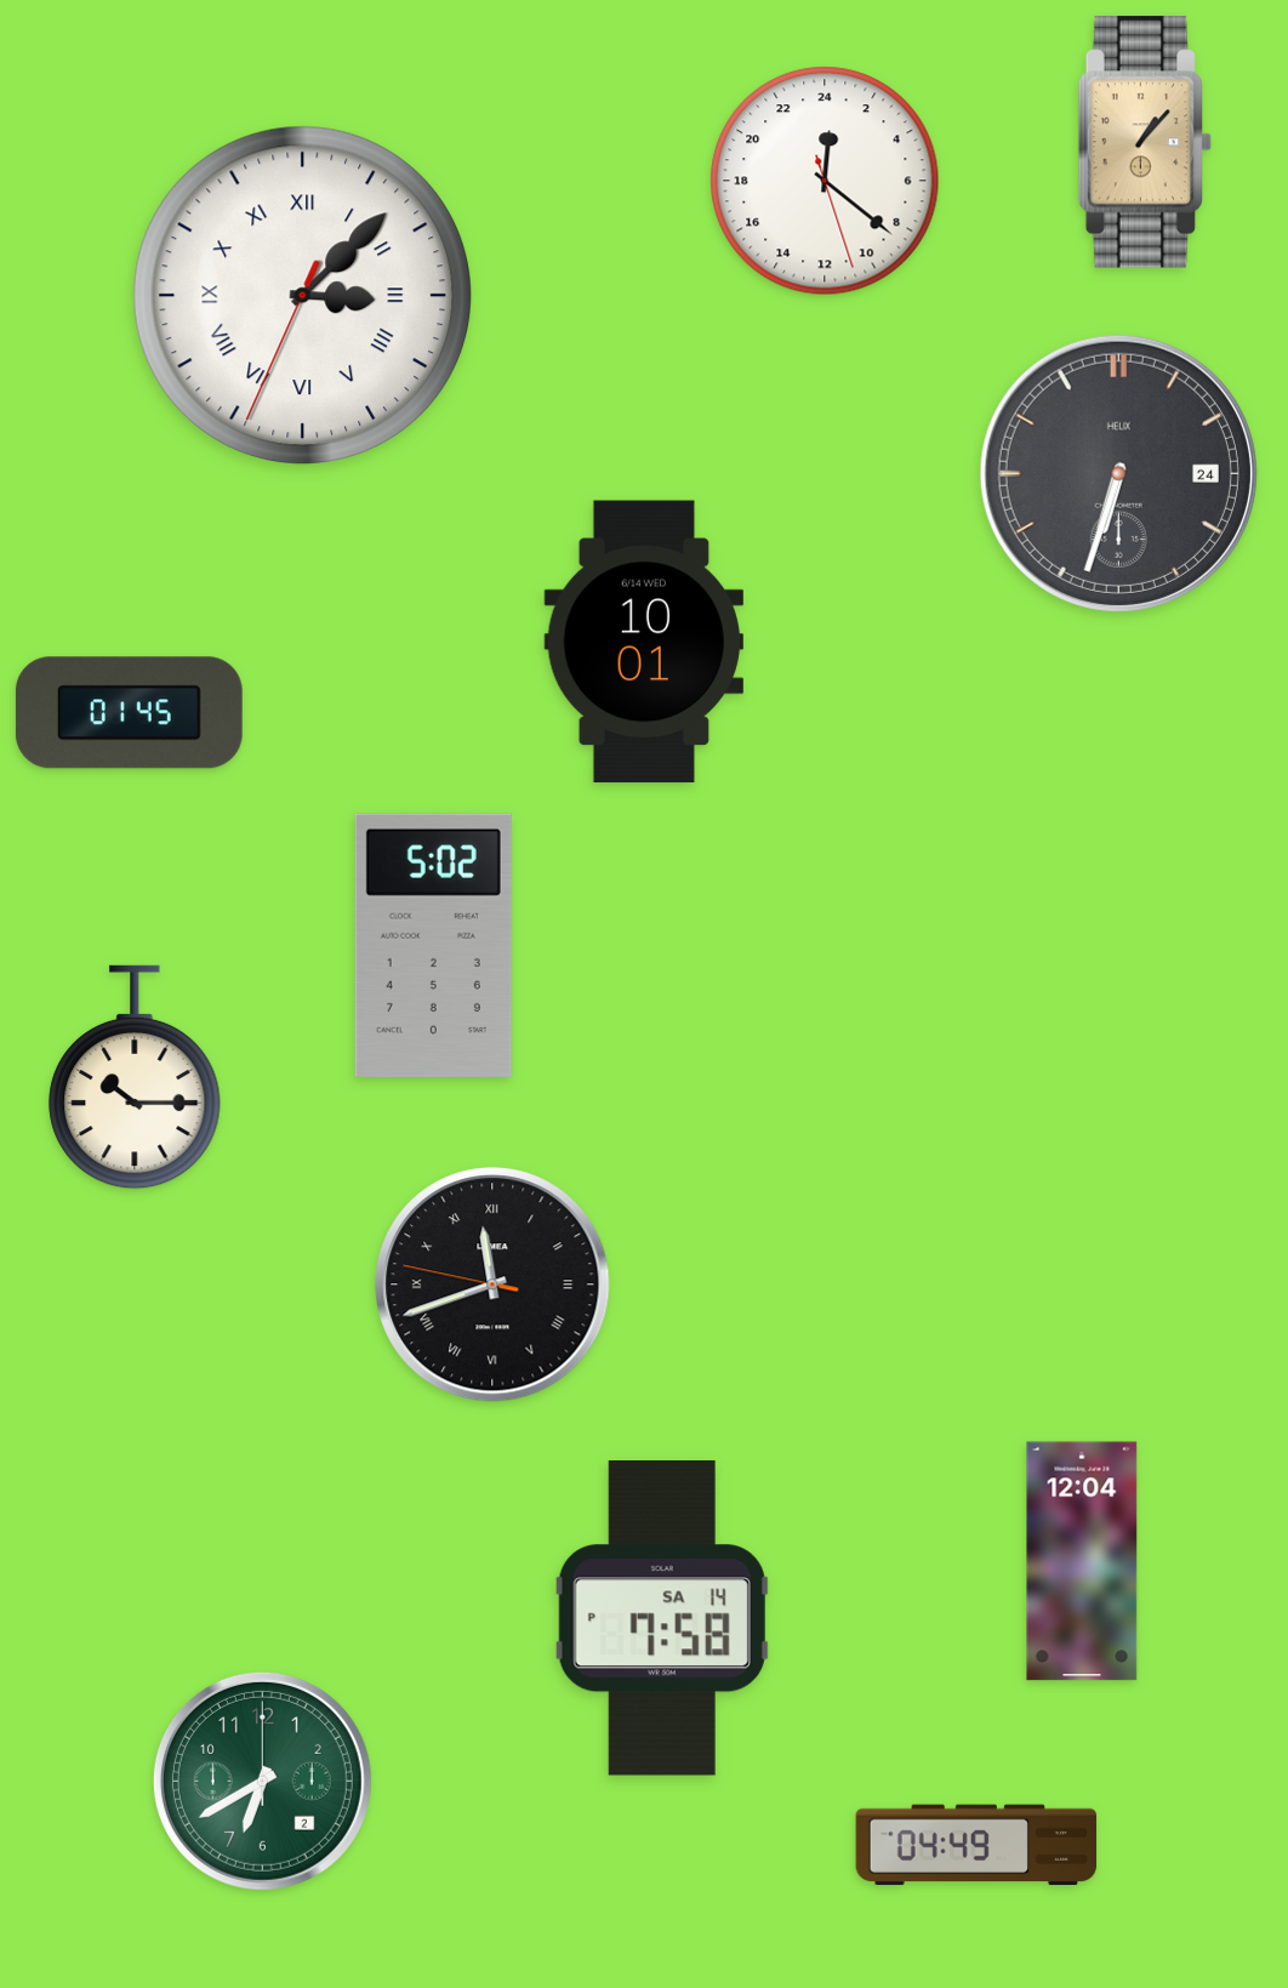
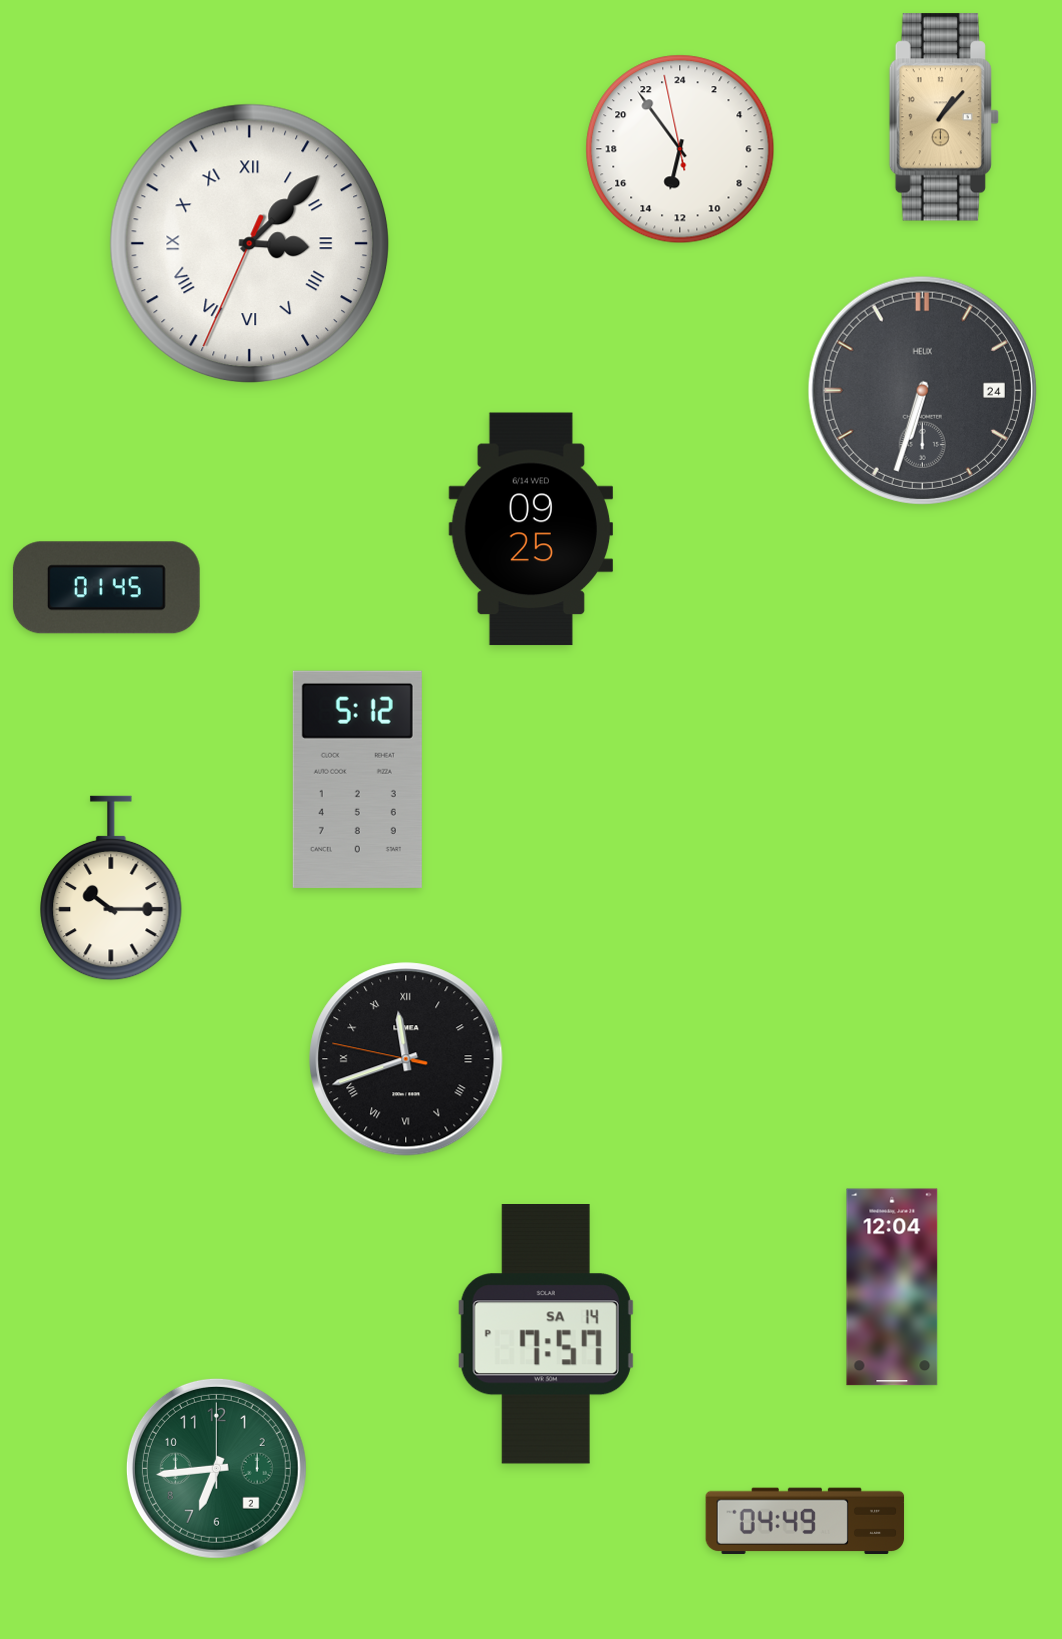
clock at (825, 181): 0:21 -> 12:53
clock at (643, 642): 10:01 -> 09:25
clock at (433, 945): 5:02 -> 5:12
clock at (662, 1619): 7:58 -> 7:57
clock at (262, 1781): 6:40 -> 6:44
